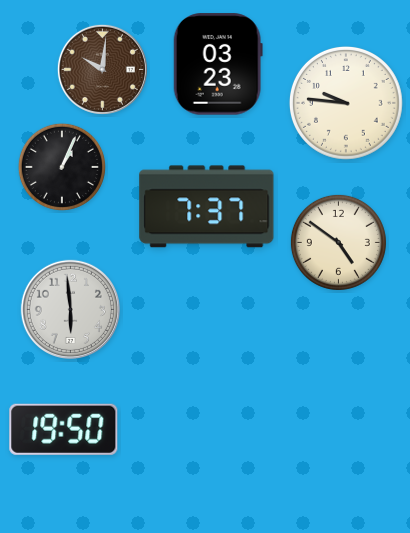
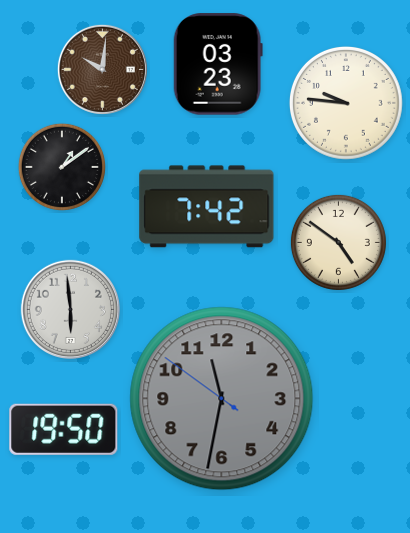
clock at (62, 167): 1:04 -> 1:09
clock at (207, 207): 7:37 -> 7:42
clock at (222, 399): none -> 11:31
